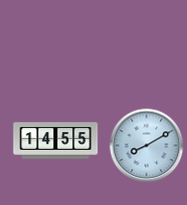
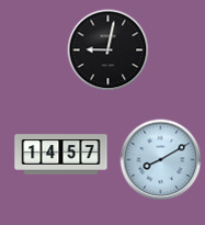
clock at (109, 50): none -> 9:02
clock at (56, 141): 14:55 -> 14:57
